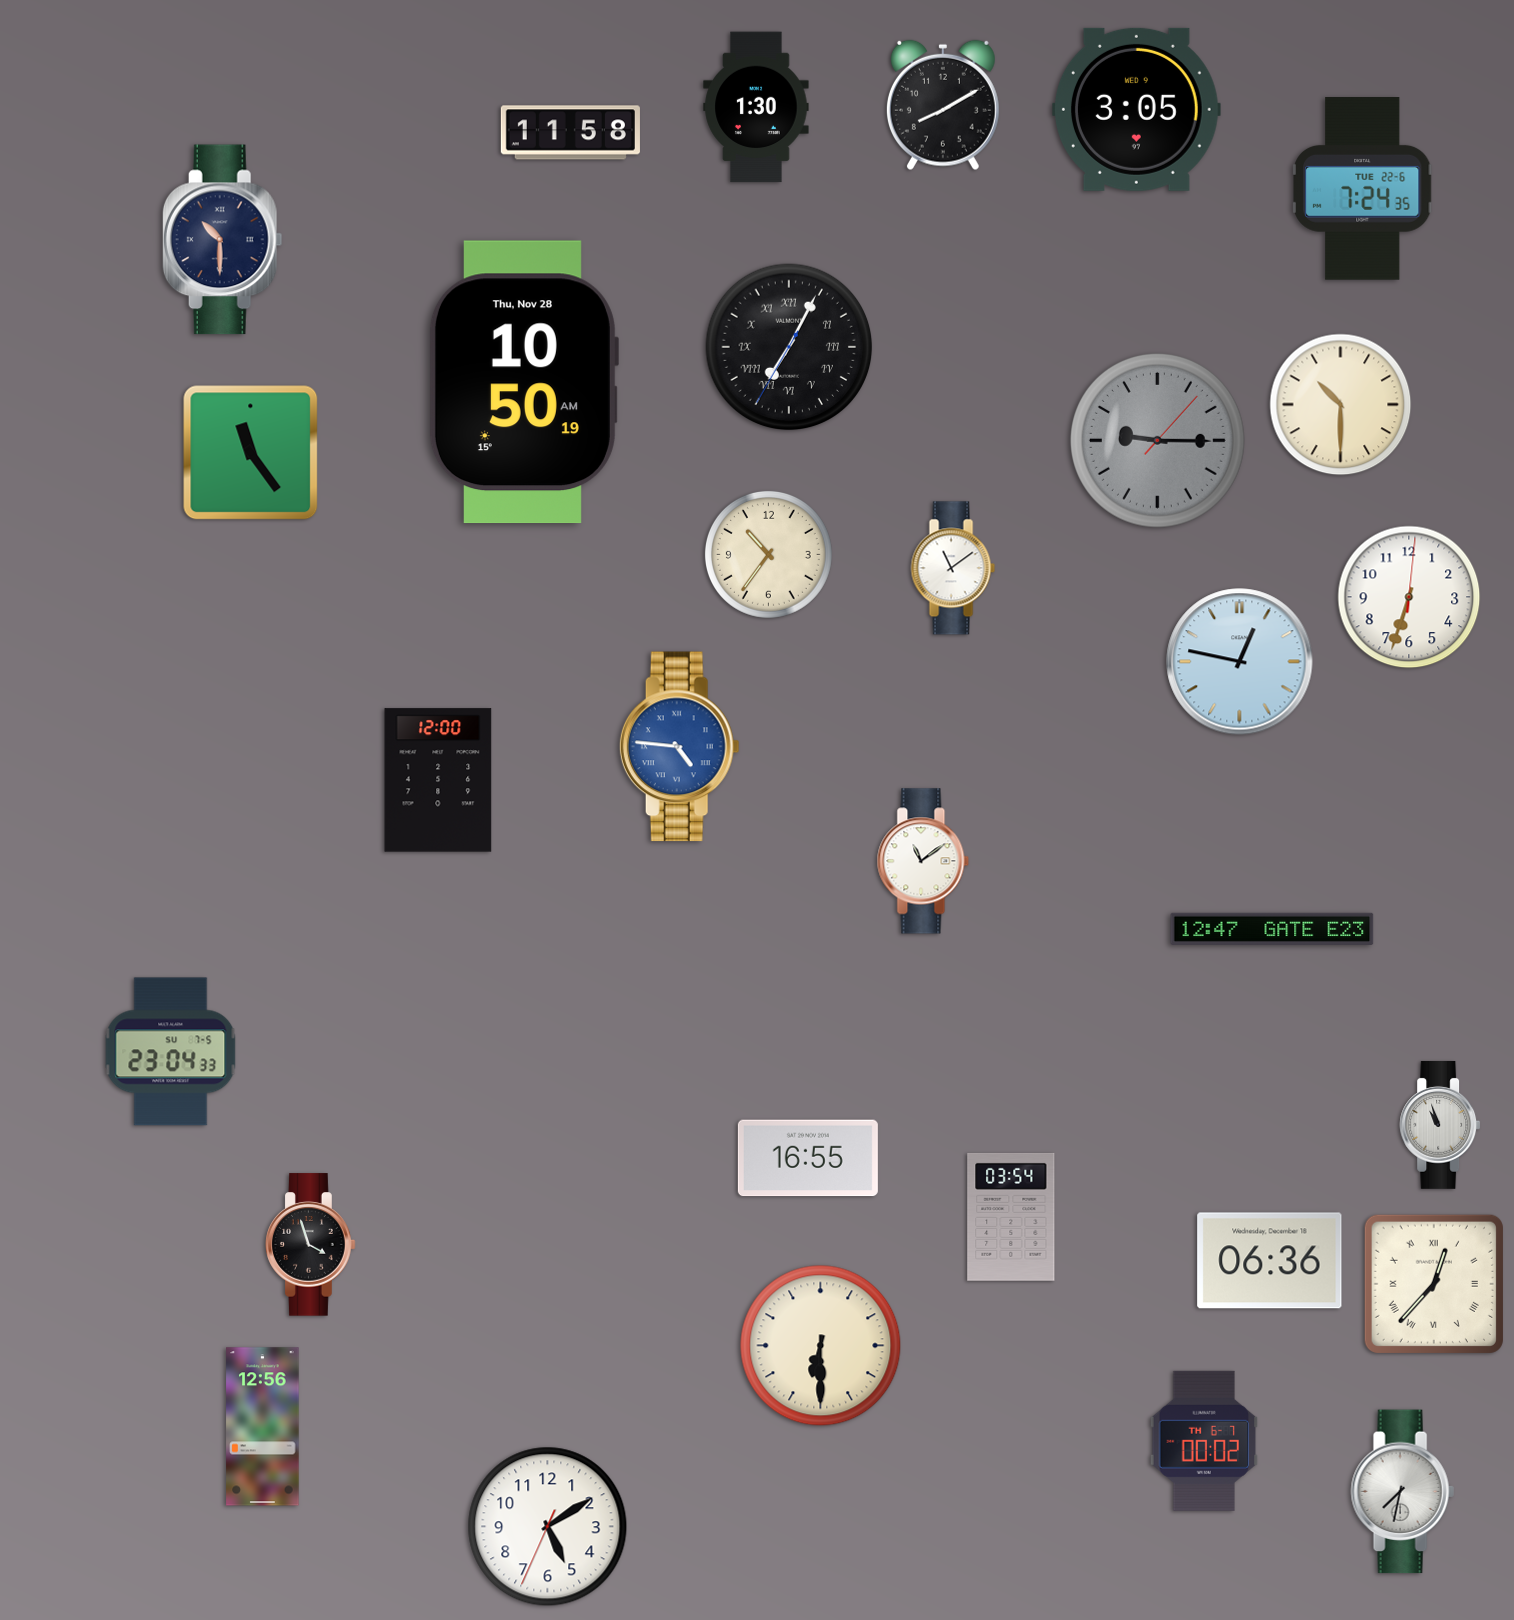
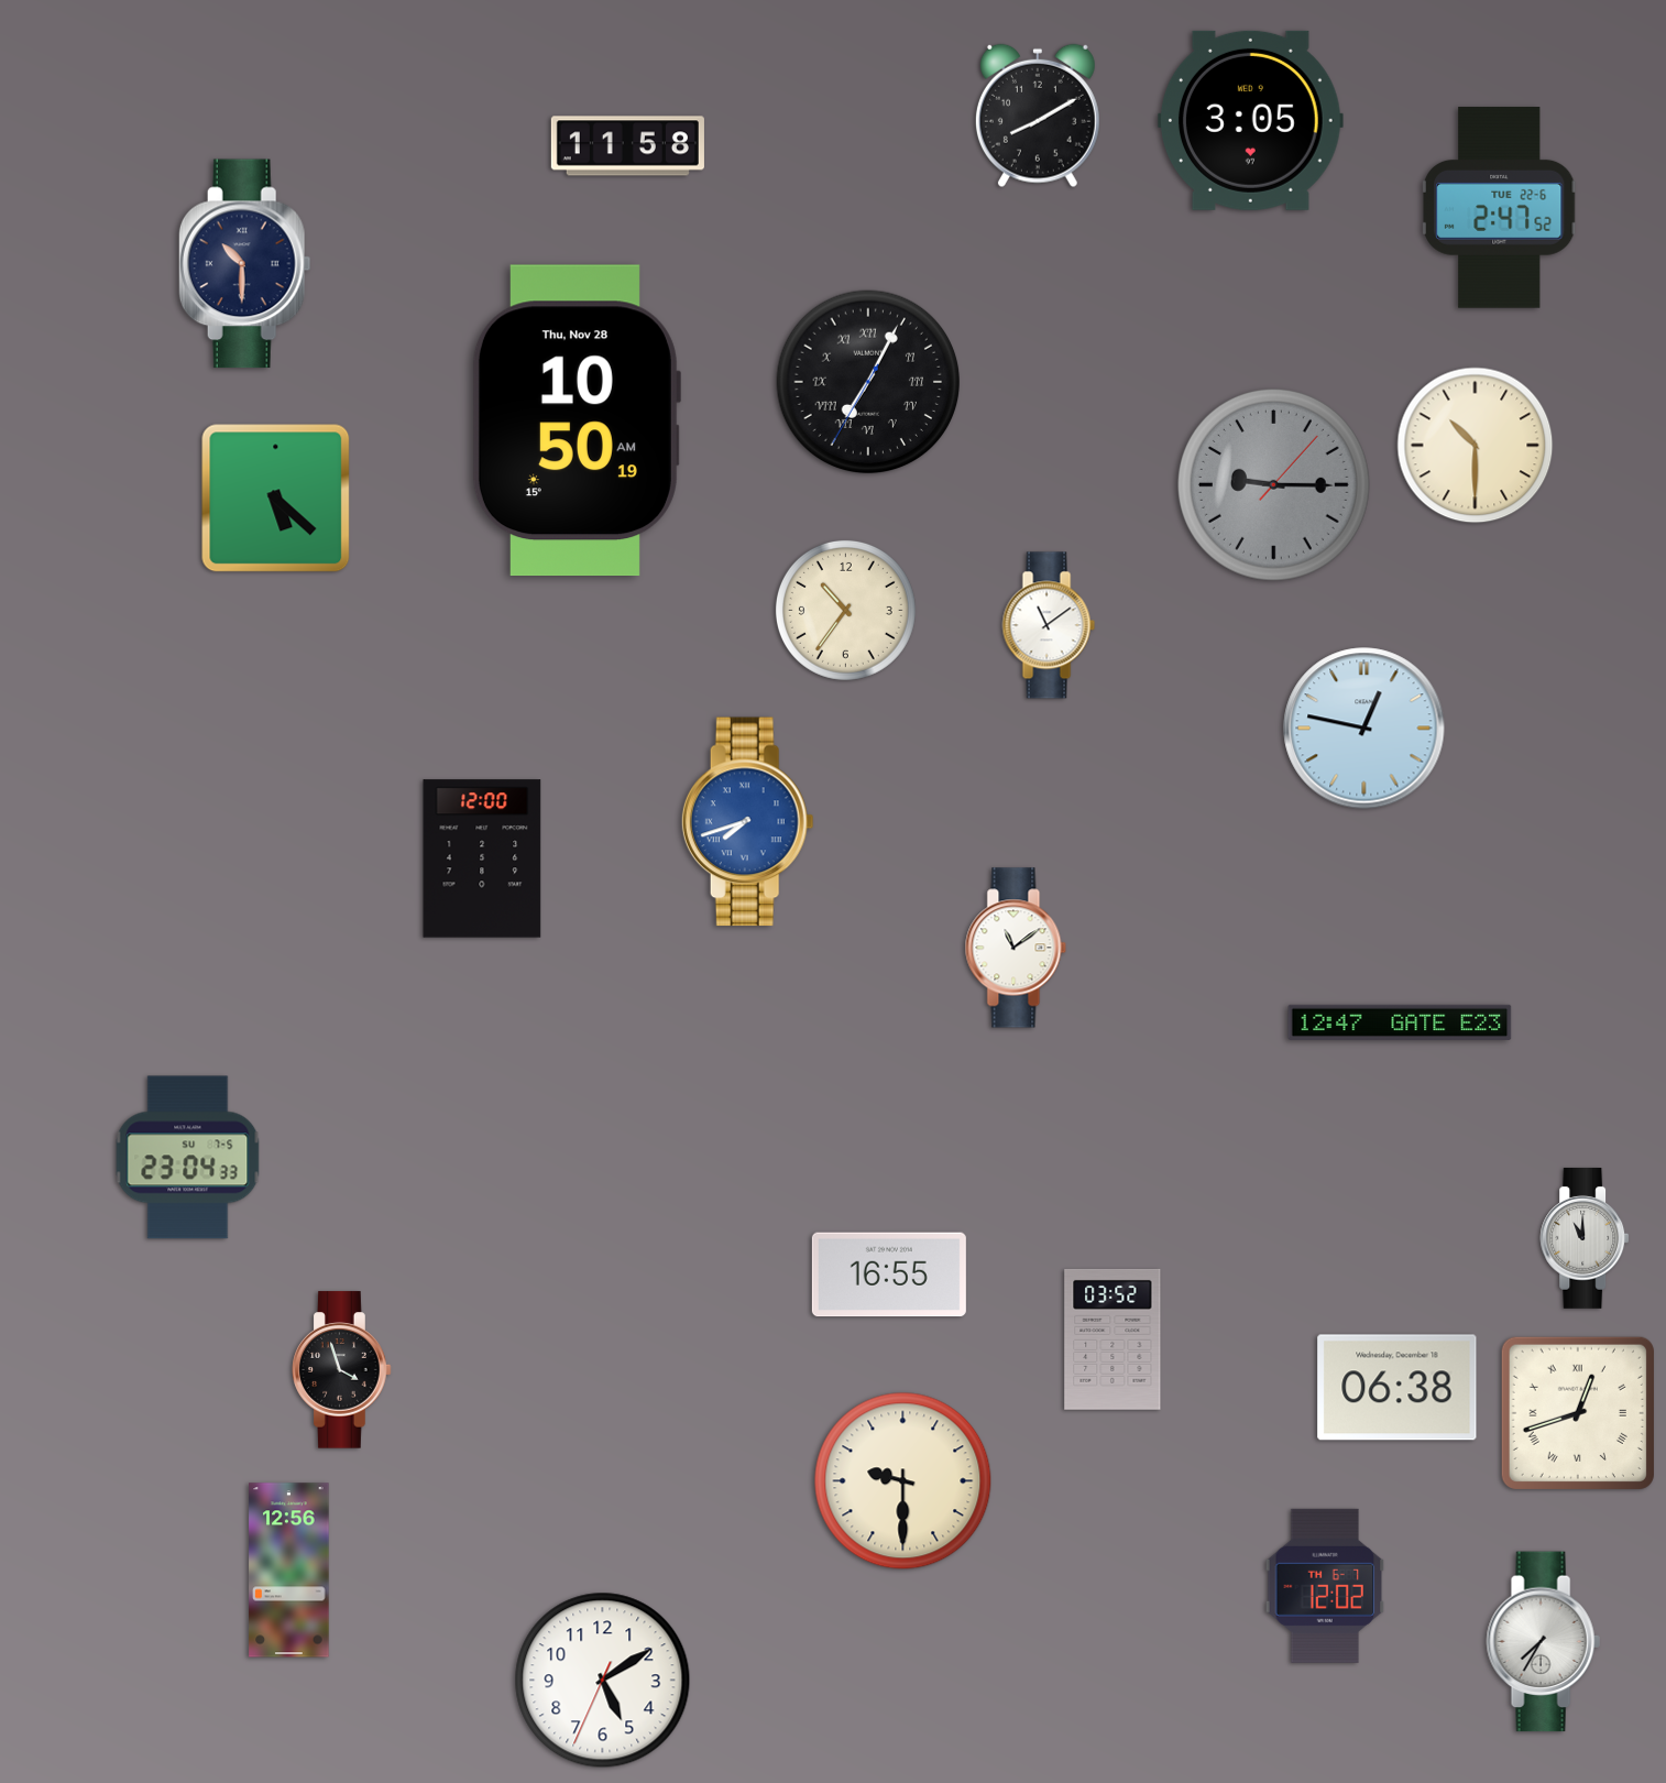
clock at (756, 107): 1:30 -> none
clock at (1363, 189): 7:24 -> 2:47
clock at (251, 453): 11:24 -> 5:22
clock at (1409, 597): 6:33 -> none
clock at (679, 747): 4:46 -> 7:42
clock at (1440, 1125): 10:57 -> 11:00
clock at (1011, 1217): 03:54 -> 03:52
clock at (1270, 1261): 06:36 -> 06:38
clock at (1434, 1284): 12:37 -> 12:42
clock at (821, 1346): 6:30 -> 9:30
clock at (1204, 1441): 00:02 -> 12:02
clock at (1402, 1492): 7:32 -> 7:35
